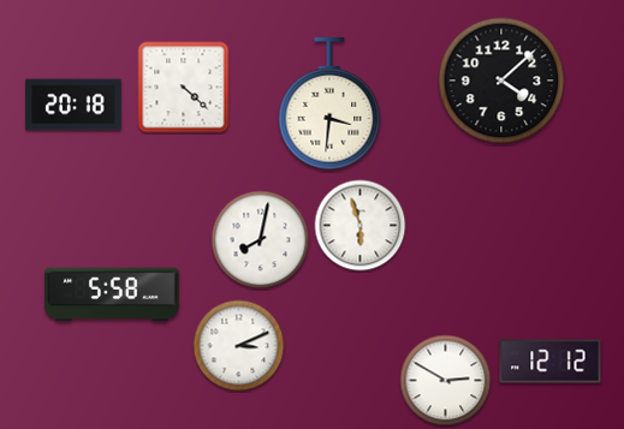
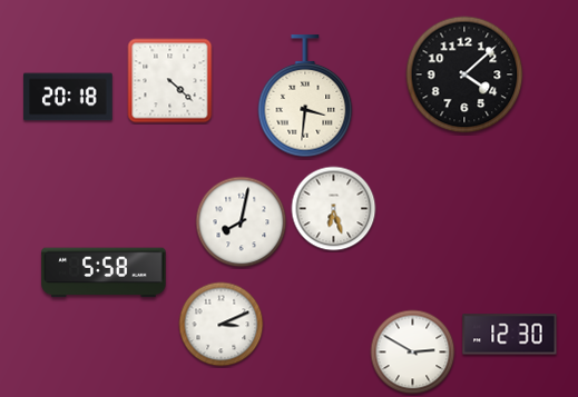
clock at (361, 226): 5:57 -> 6:27
clock at (239, 346) position: (239, 346) -> (222, 325)
clock at (551, 362): 12:12 -> 12:30
